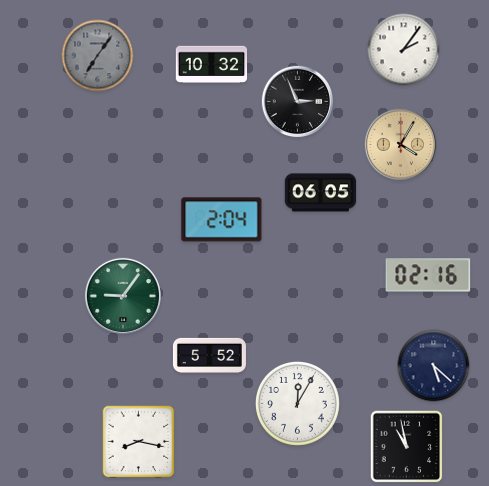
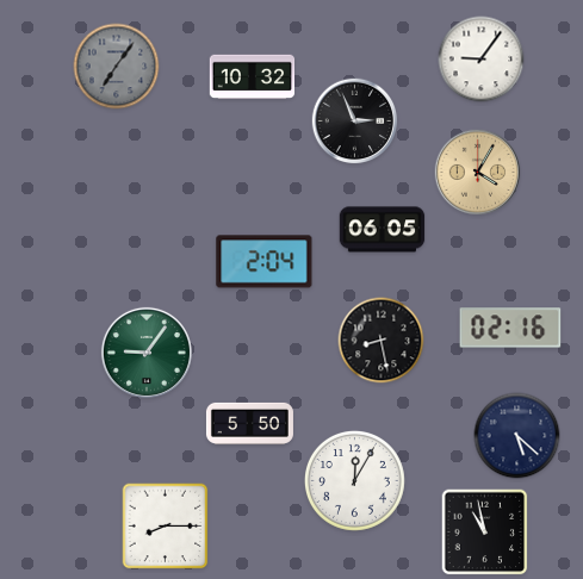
clock at (404, 50): 2:06 -> 9:06
clock at (382, 341): none -> 8:28
clock at (209, 355): 5:52 -> 5:50
clock at (139, 442): 8:17 -> 8:15
